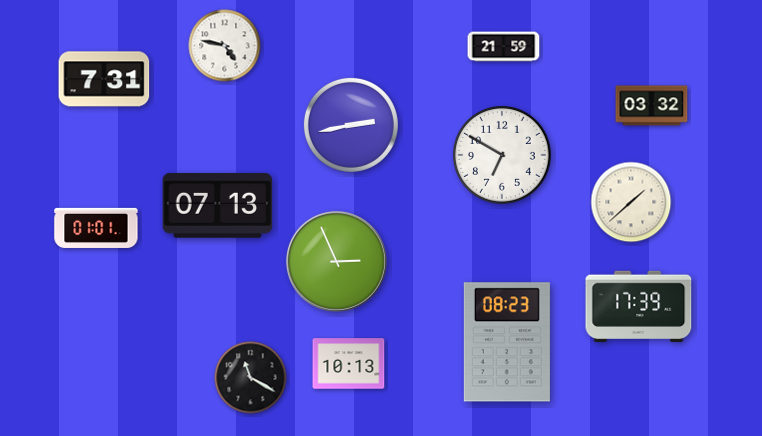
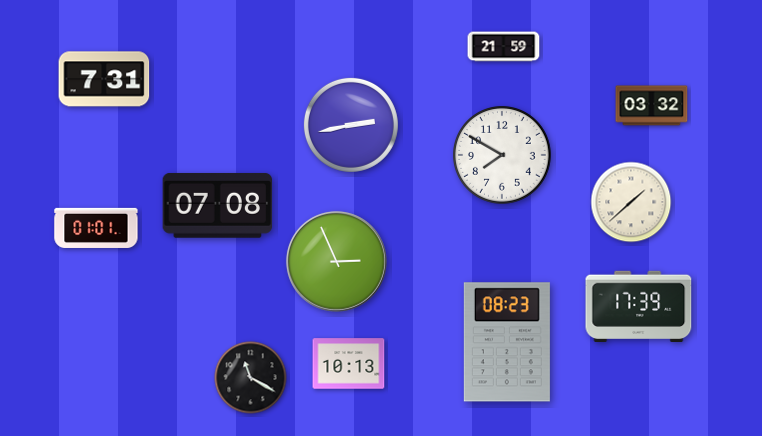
clock at (225, 46): 4:47 -> none
clock at (503, 156): 6:50 -> 7:50
clock at (217, 205): 07:13 -> 07:08
